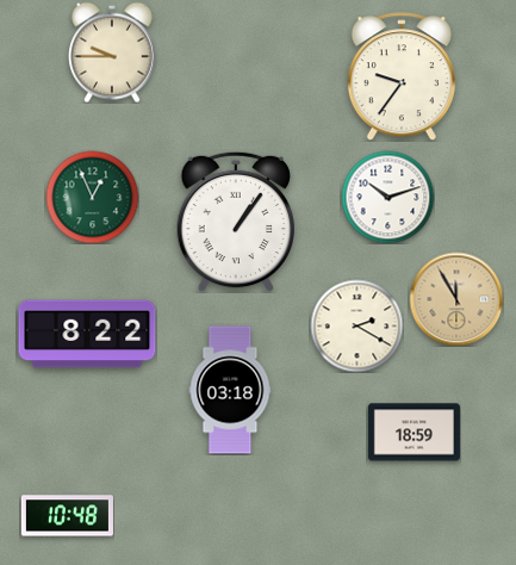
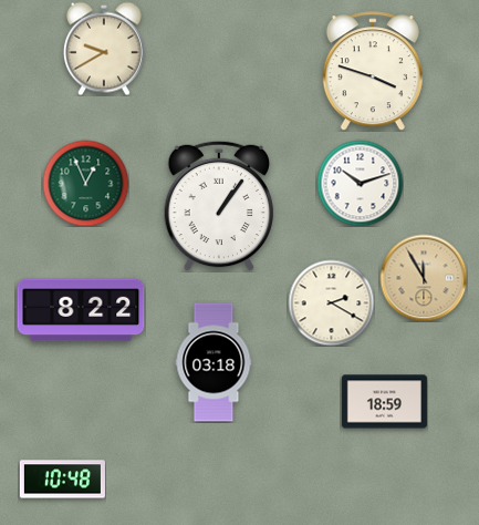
clock at (112, 52): 9:45 -> 9:40
clock at (402, 76): 9:36 -> 3:48
